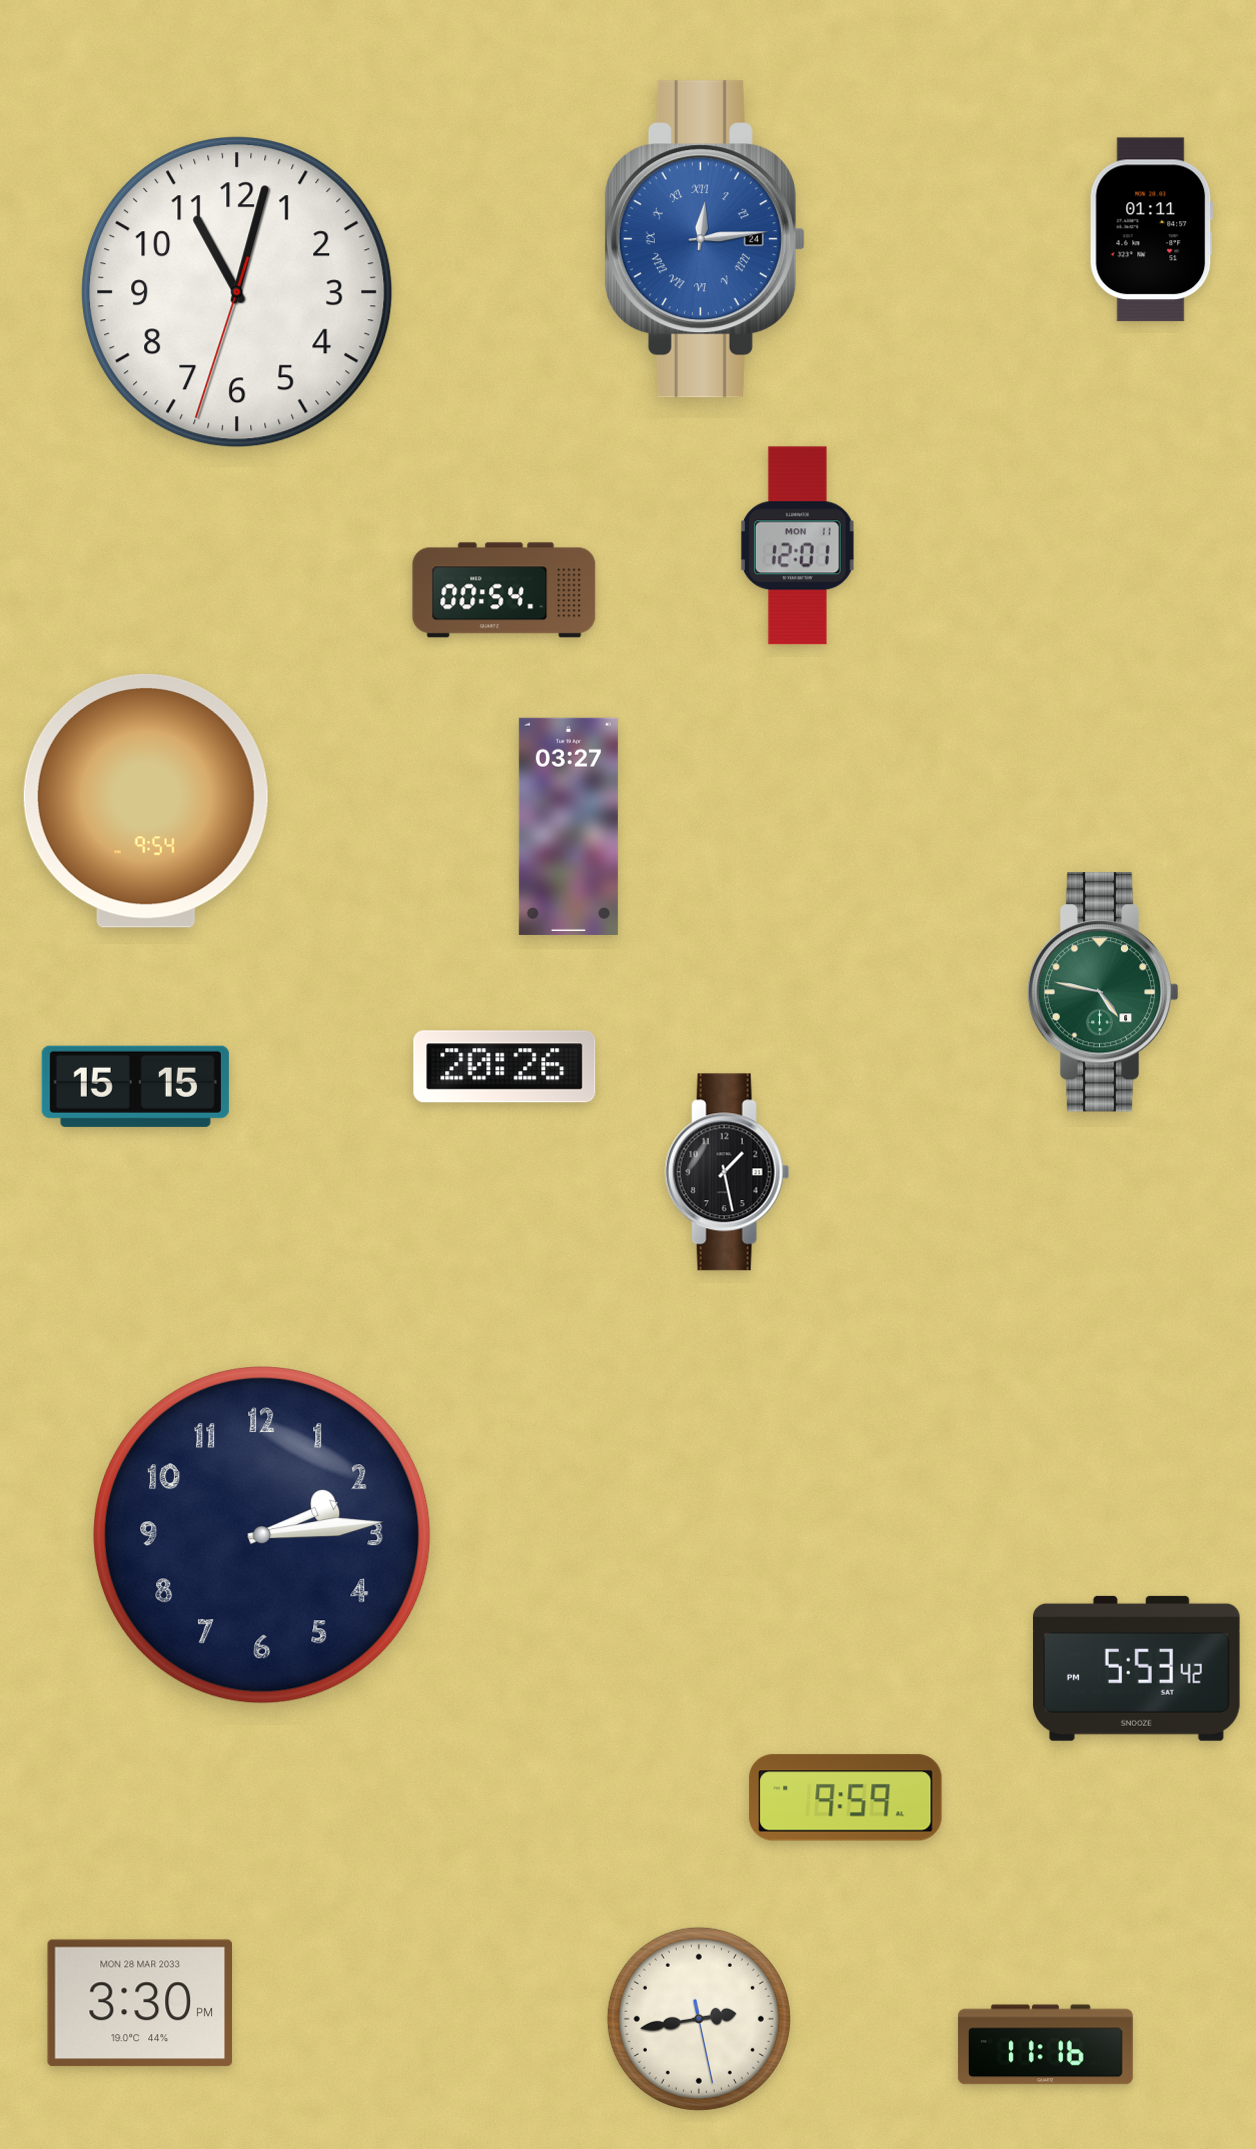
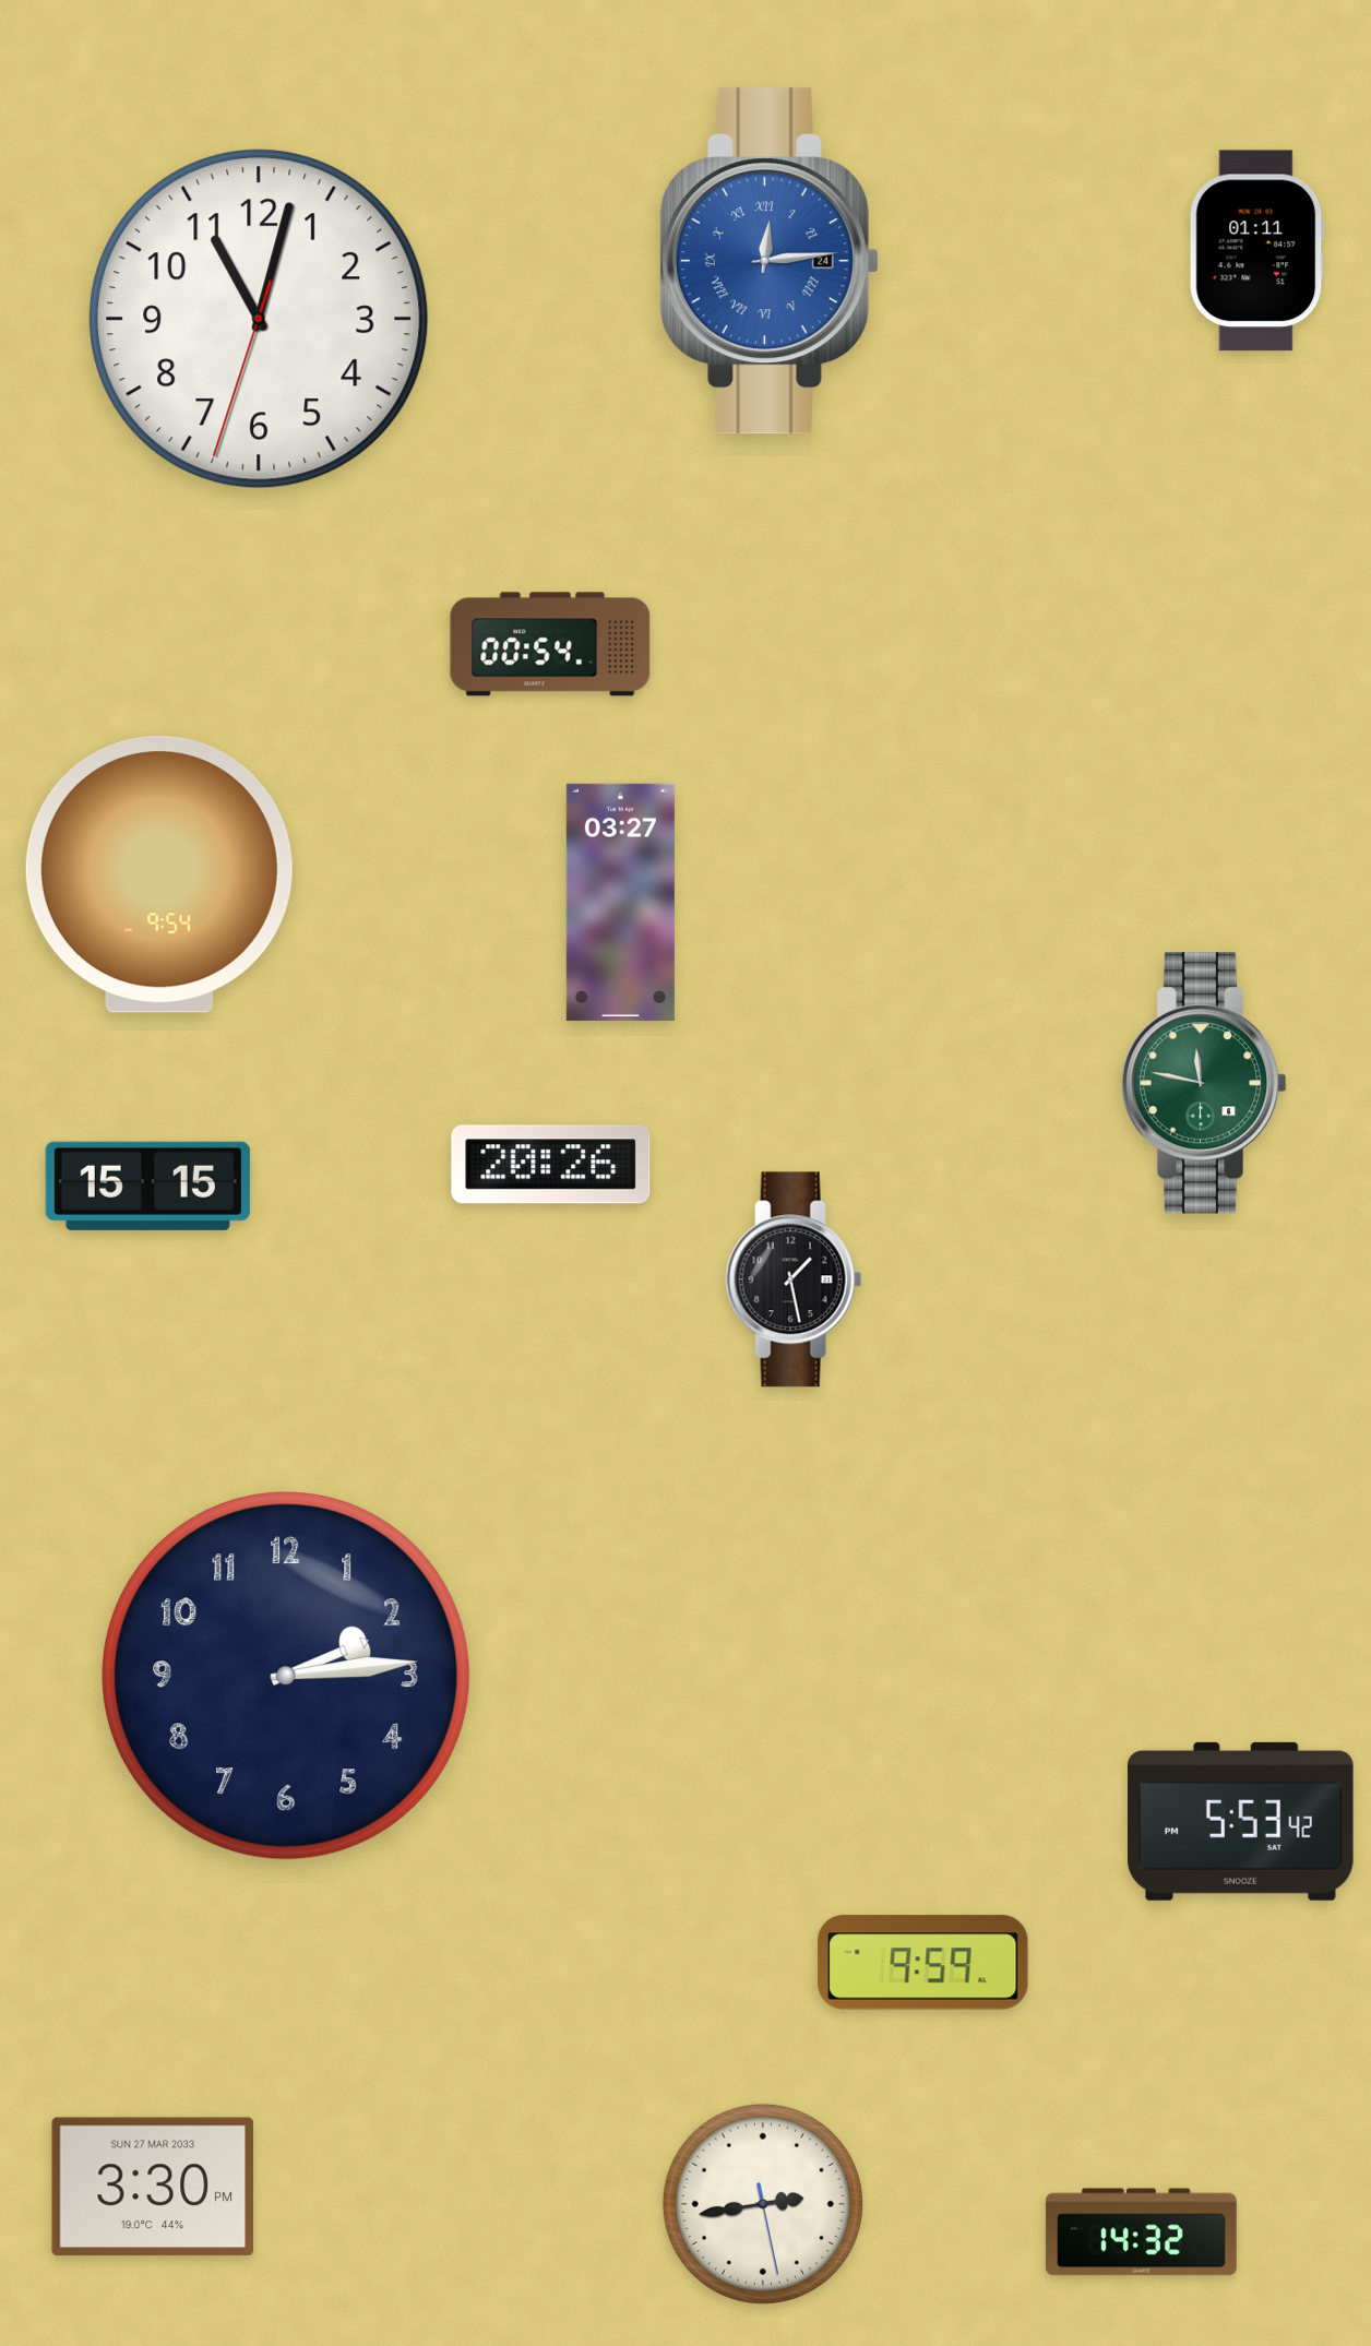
clock at (797, 546): 12:01 -> none
clock at (1103, 992): 4:47 -> 11:47
clock at (140, 2003) date: MON 28 MAR 2033 -> SUN 27 MAR 2033
clock at (1045, 2045): 11:16 -> 14:32
